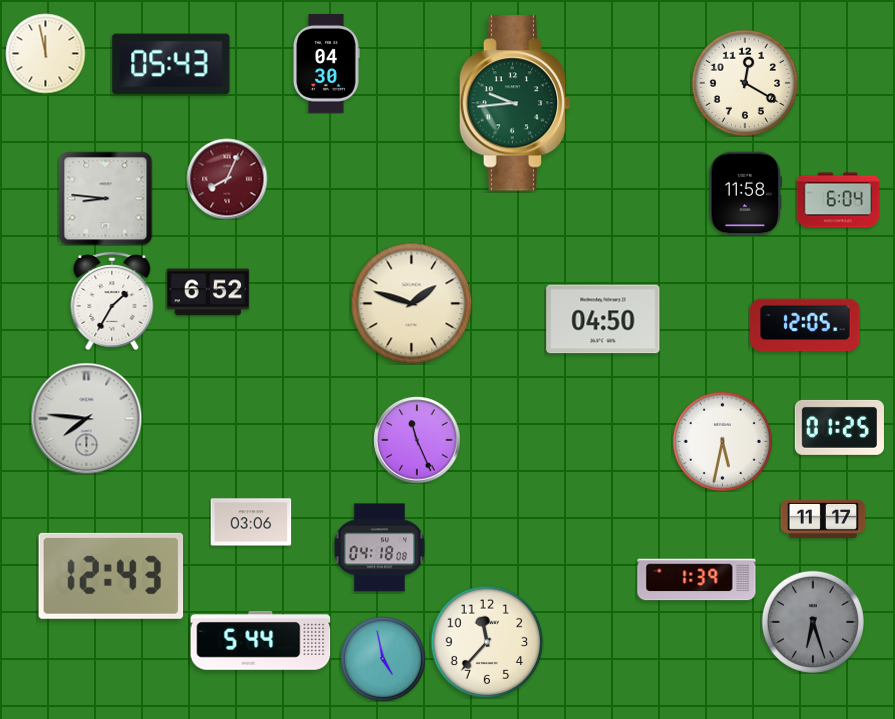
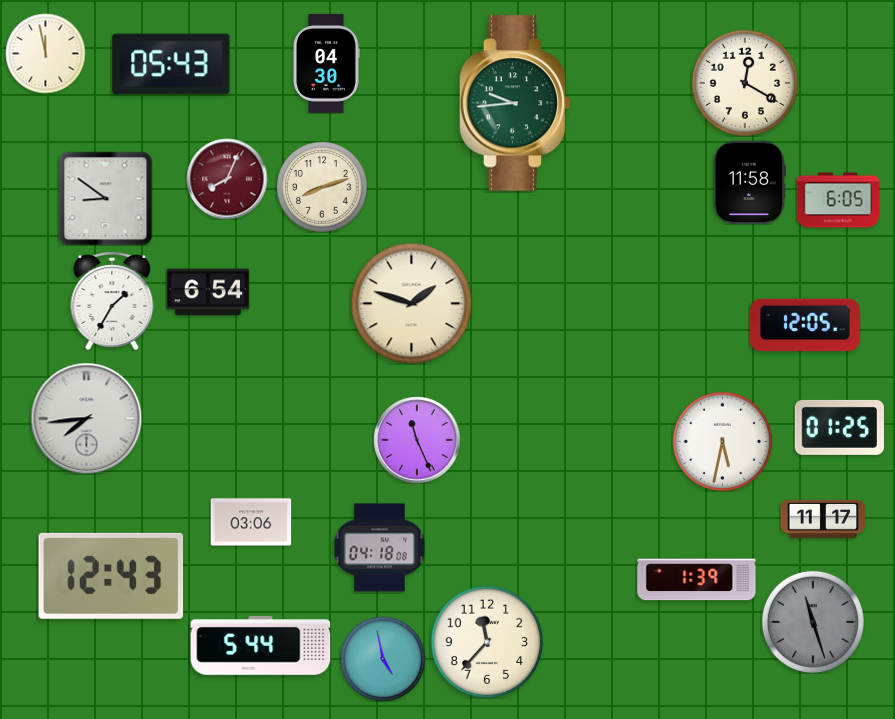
clock at (322, 187): none -> 8:12
clock at (745, 193) position: (745, 193) -> (749, 182)
clock at (105, 198): 8:46 -> 8:51
clock at (838, 200): 6:04 -> 6:05
clock at (208, 292): 6:52 -> 6:54
clock at (603, 319): 04:50 -> none
clock at (86, 418): 7:46 -> 7:44
clock at (813, 622): 6:27 -> 11:27
clock at (261, 640) position: (261, 640) -> (261, 645)
